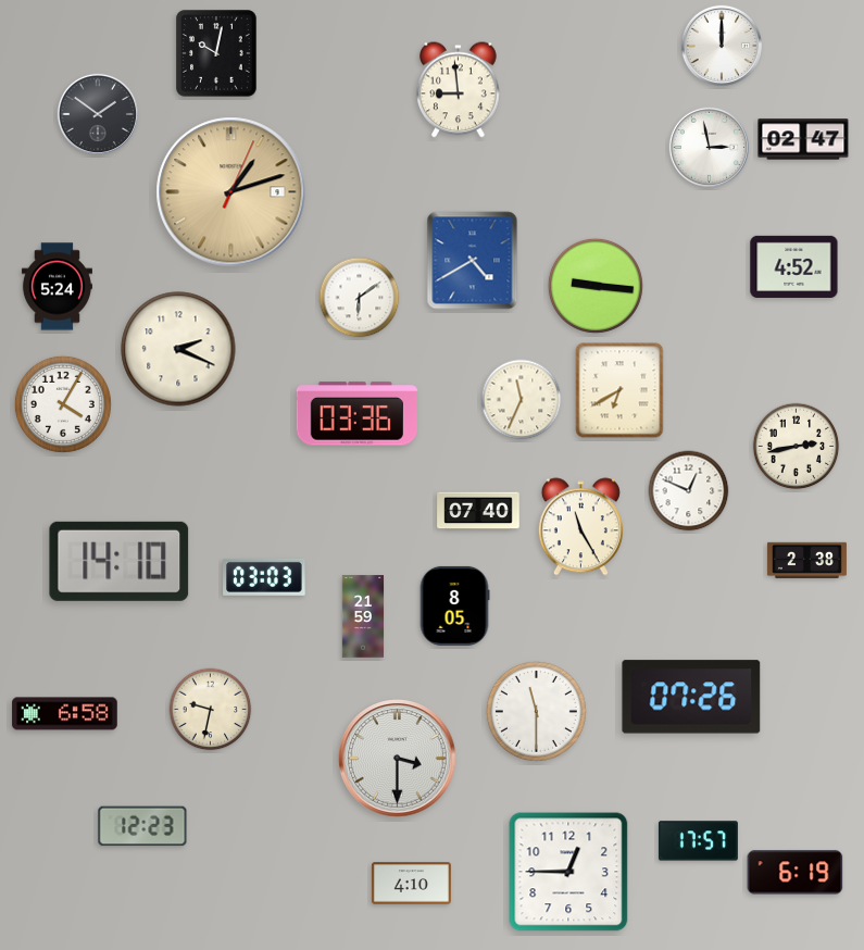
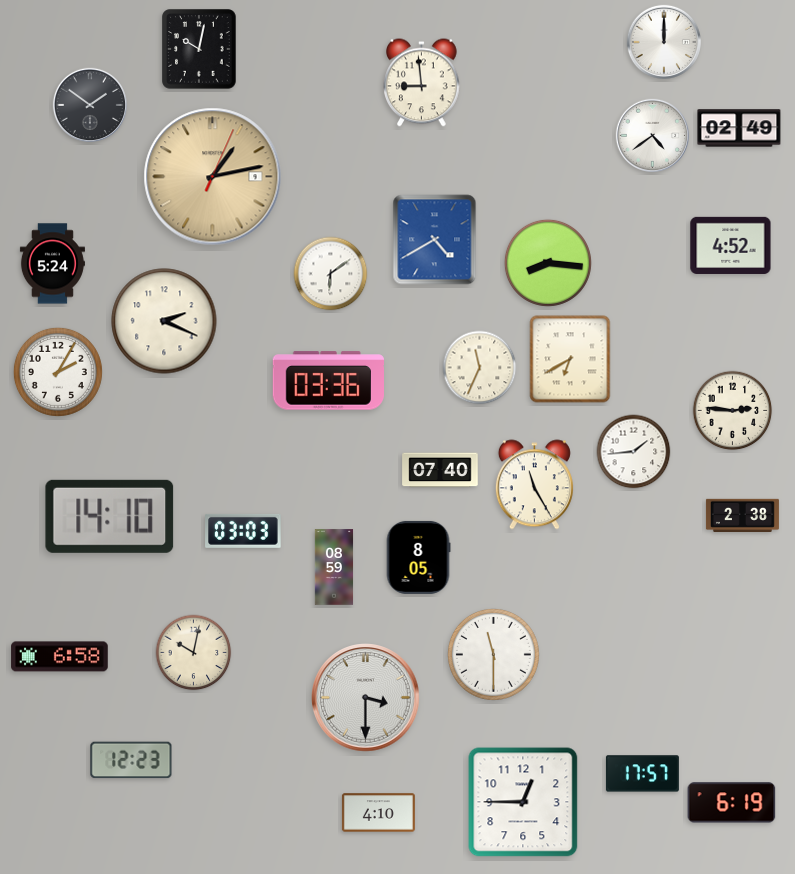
clock at (803, 139): 02:47 -> 02:49
clock at (709, 147): 2:58 -> 4:39
clock at (231, 192): 1:12 -> 1:13
clock at (596, 286): 9:16 -> 8:16
clock at (63, 404): 4:05 -> 2:05
clock at (797, 447): 2:43 -> 2:46
clock at (689, 491): 12:49 -> 1:44
clock at (363, 616): 21:59 -> 08:59
clock at (691, 697): 07:26 -> none
clock at (211, 710): 9:32 -> 10:02
